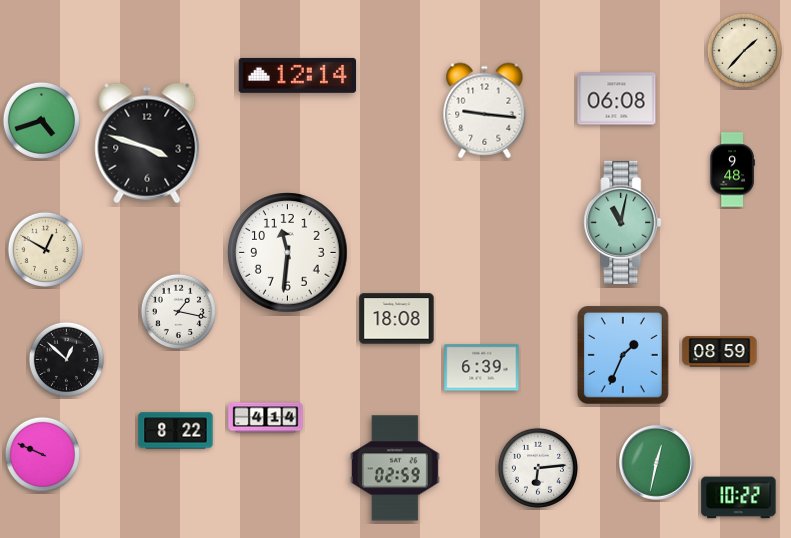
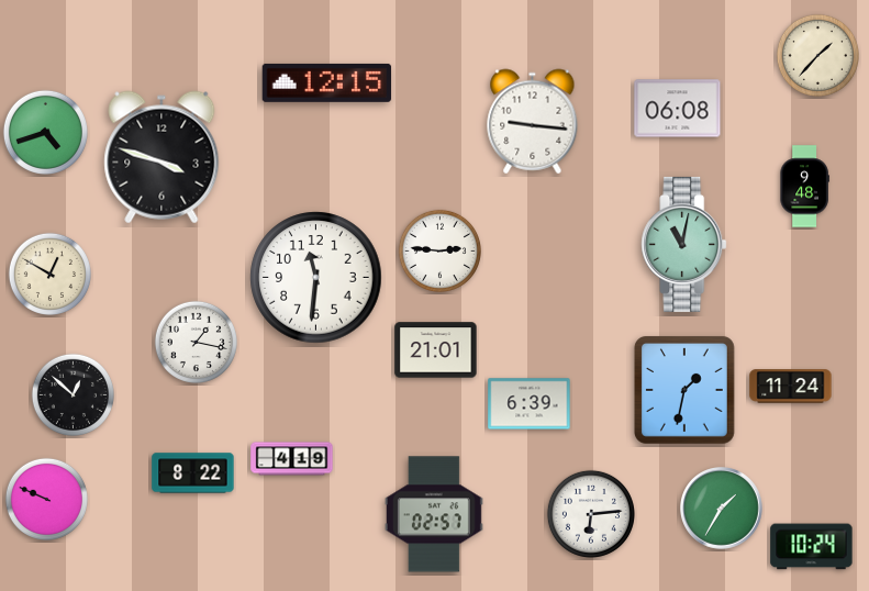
clock at (298, 75): 12:14 -> 12:15
clock at (439, 250): none -> 2:46
clock at (397, 319): 18:08 -> 21:01
clock at (720, 352): 08:59 -> 11:24
clock at (623, 355): 1:34 -> 1:32
clock at (266, 418): 4:14 -> 4:19
clock at (657, 463): 12:32 -> 1:35
clock at (395, 468): 02:59 -> 02:57
clock at (739, 498): 10:22 -> 10:24
